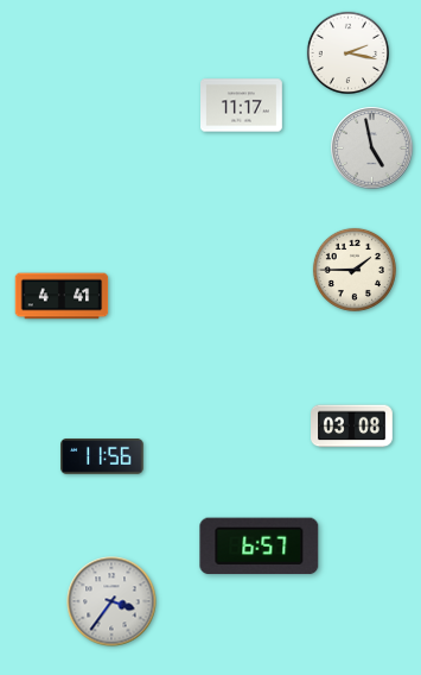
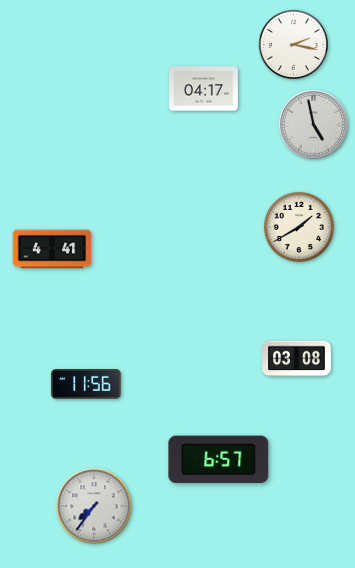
clock at (242, 106): 11:17 -> 04:17
clock at (355, 270): 1:45 -> 1:40
clock at (111, 601): 3:36 -> 7:36
